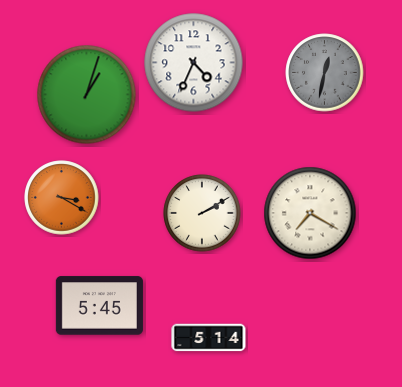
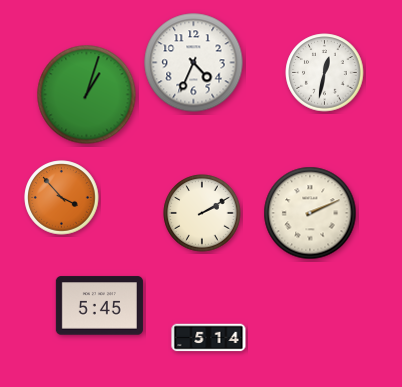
clock at (325, 73) dial: grey -> white
clock at (62, 198): 3:20 -> 3:53
clock at (310, 213): 7:20 -> 2:11
